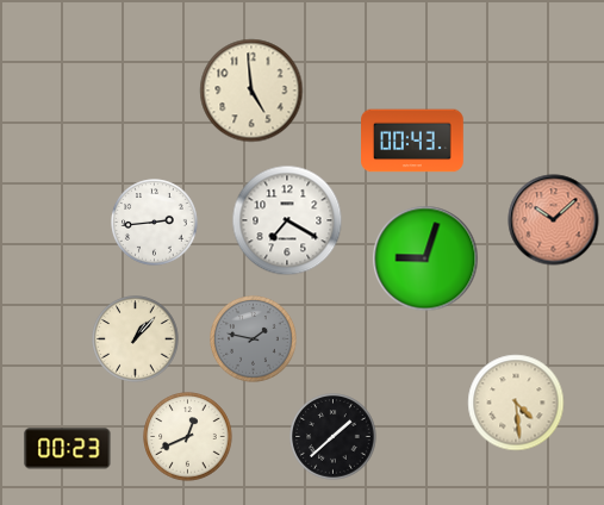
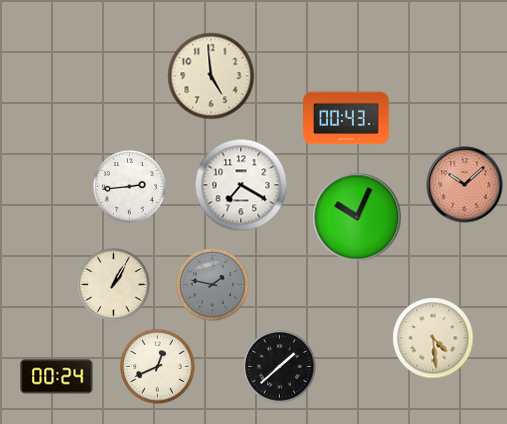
clock at (425, 258): 9:03 -> 10:04
clock at (136, 339): 1:07 -> 1:05
clock at (68, 449): 00:23 -> 00:24
